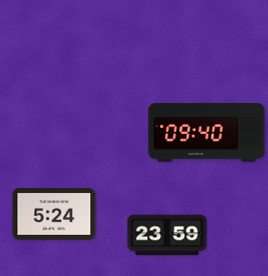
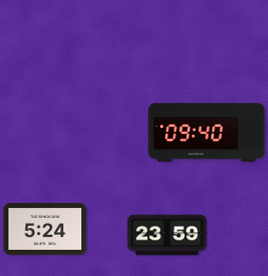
clock at (54, 215) position: (54, 215) -> (45, 230)
